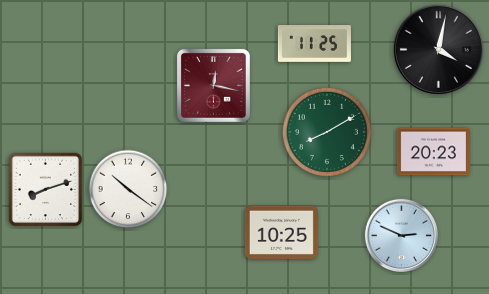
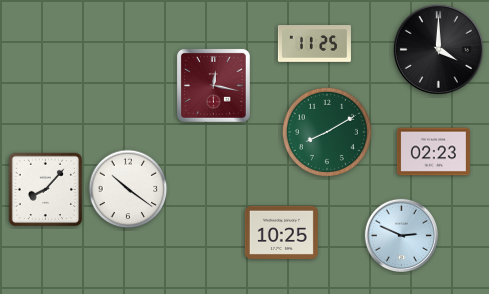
clock at (438, 49): 4:02 -> 4:00
clock at (433, 152): 20:23 -> 02:23
clock at (46, 190): 8:12 -> 8:07
